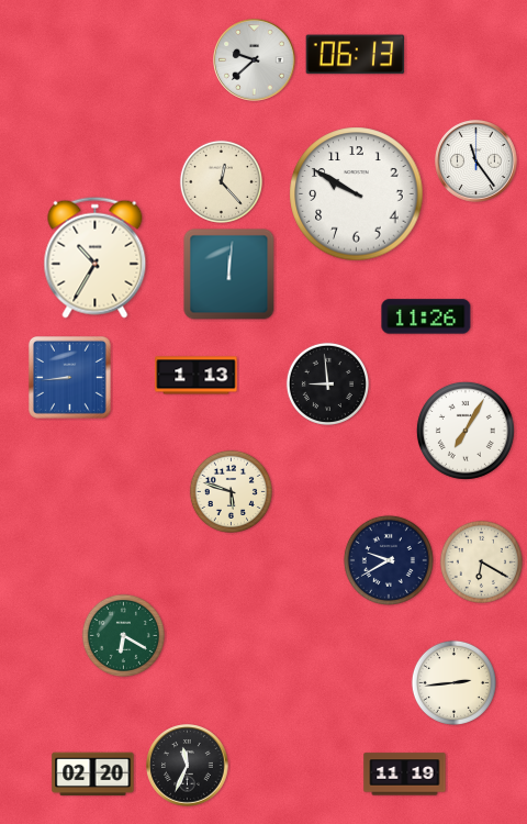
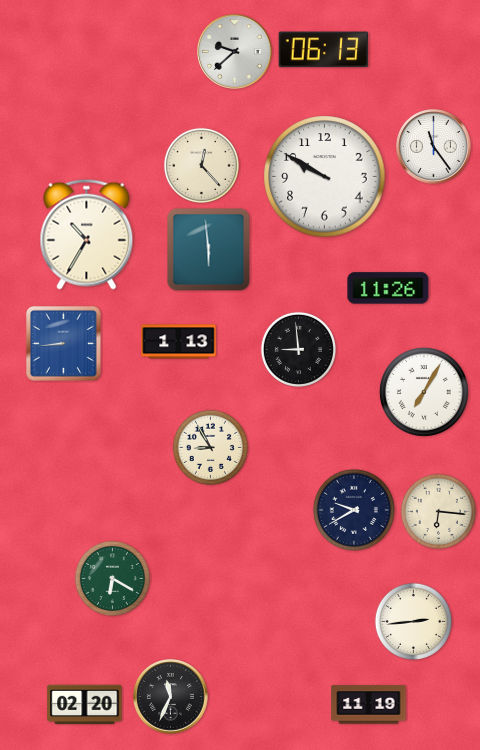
clock at (255, 60) position: (255, 60) -> (235, 52)
clock at (229, 275): 12:01 -> 5:59
clock at (231, 491): 5:48 -> 8:55
clock at (481, 561): 6:20 -> 6:16
